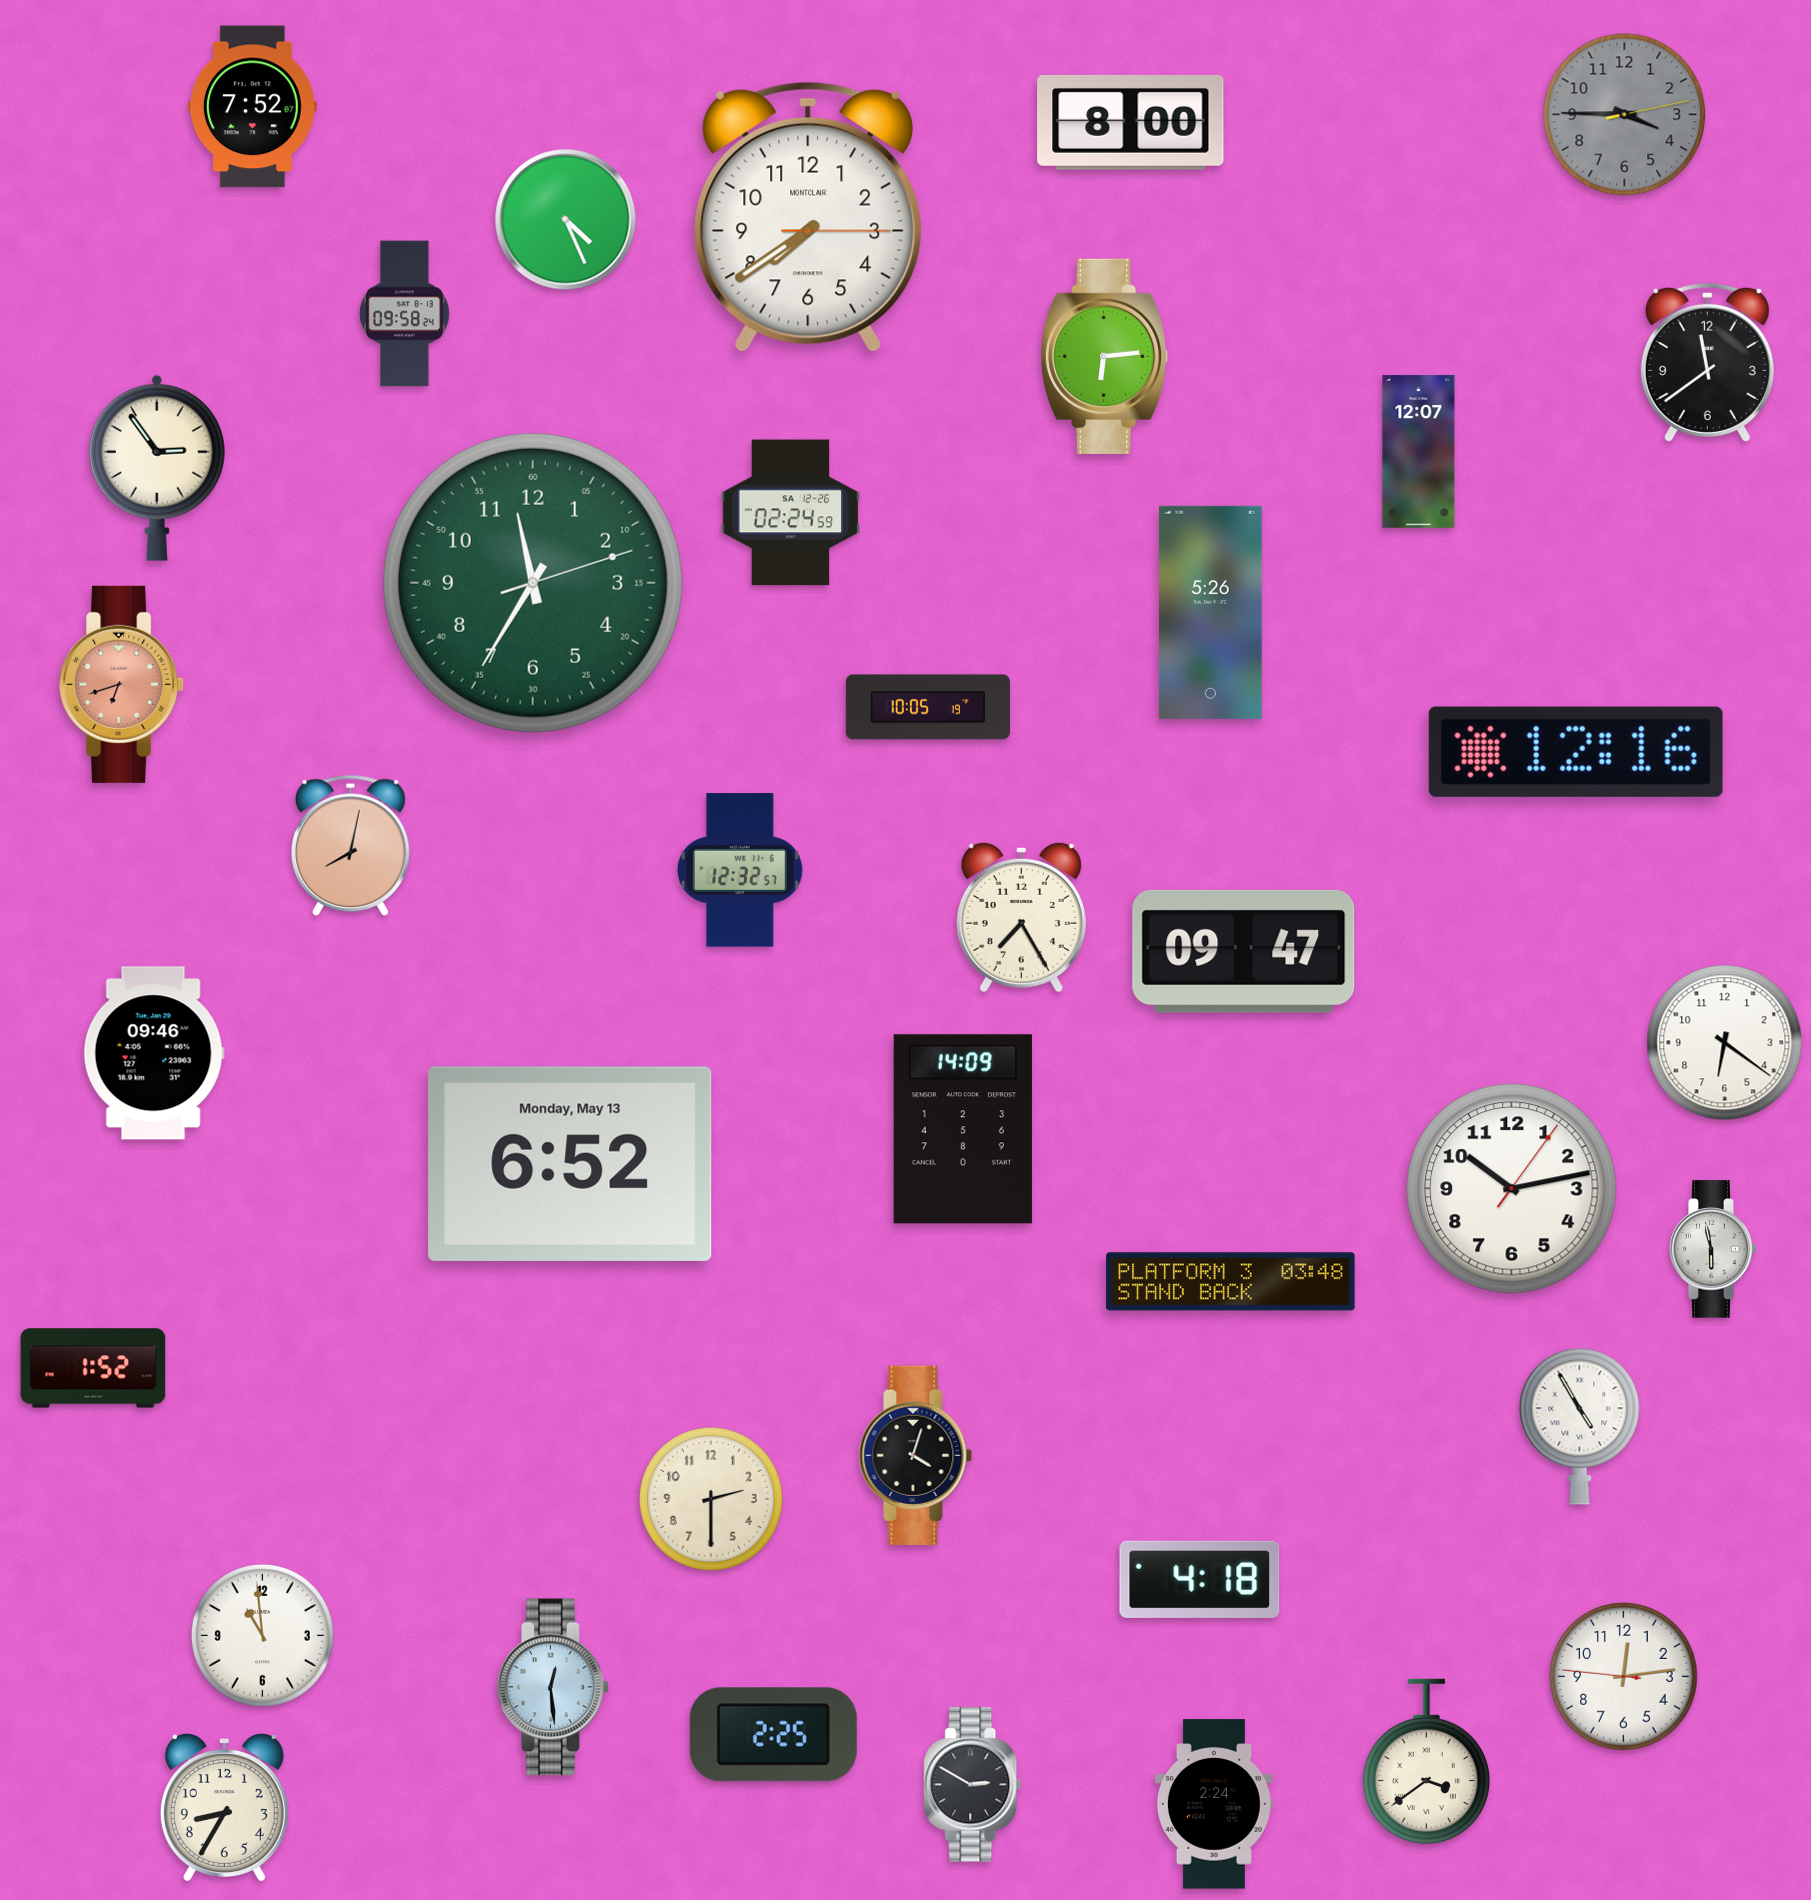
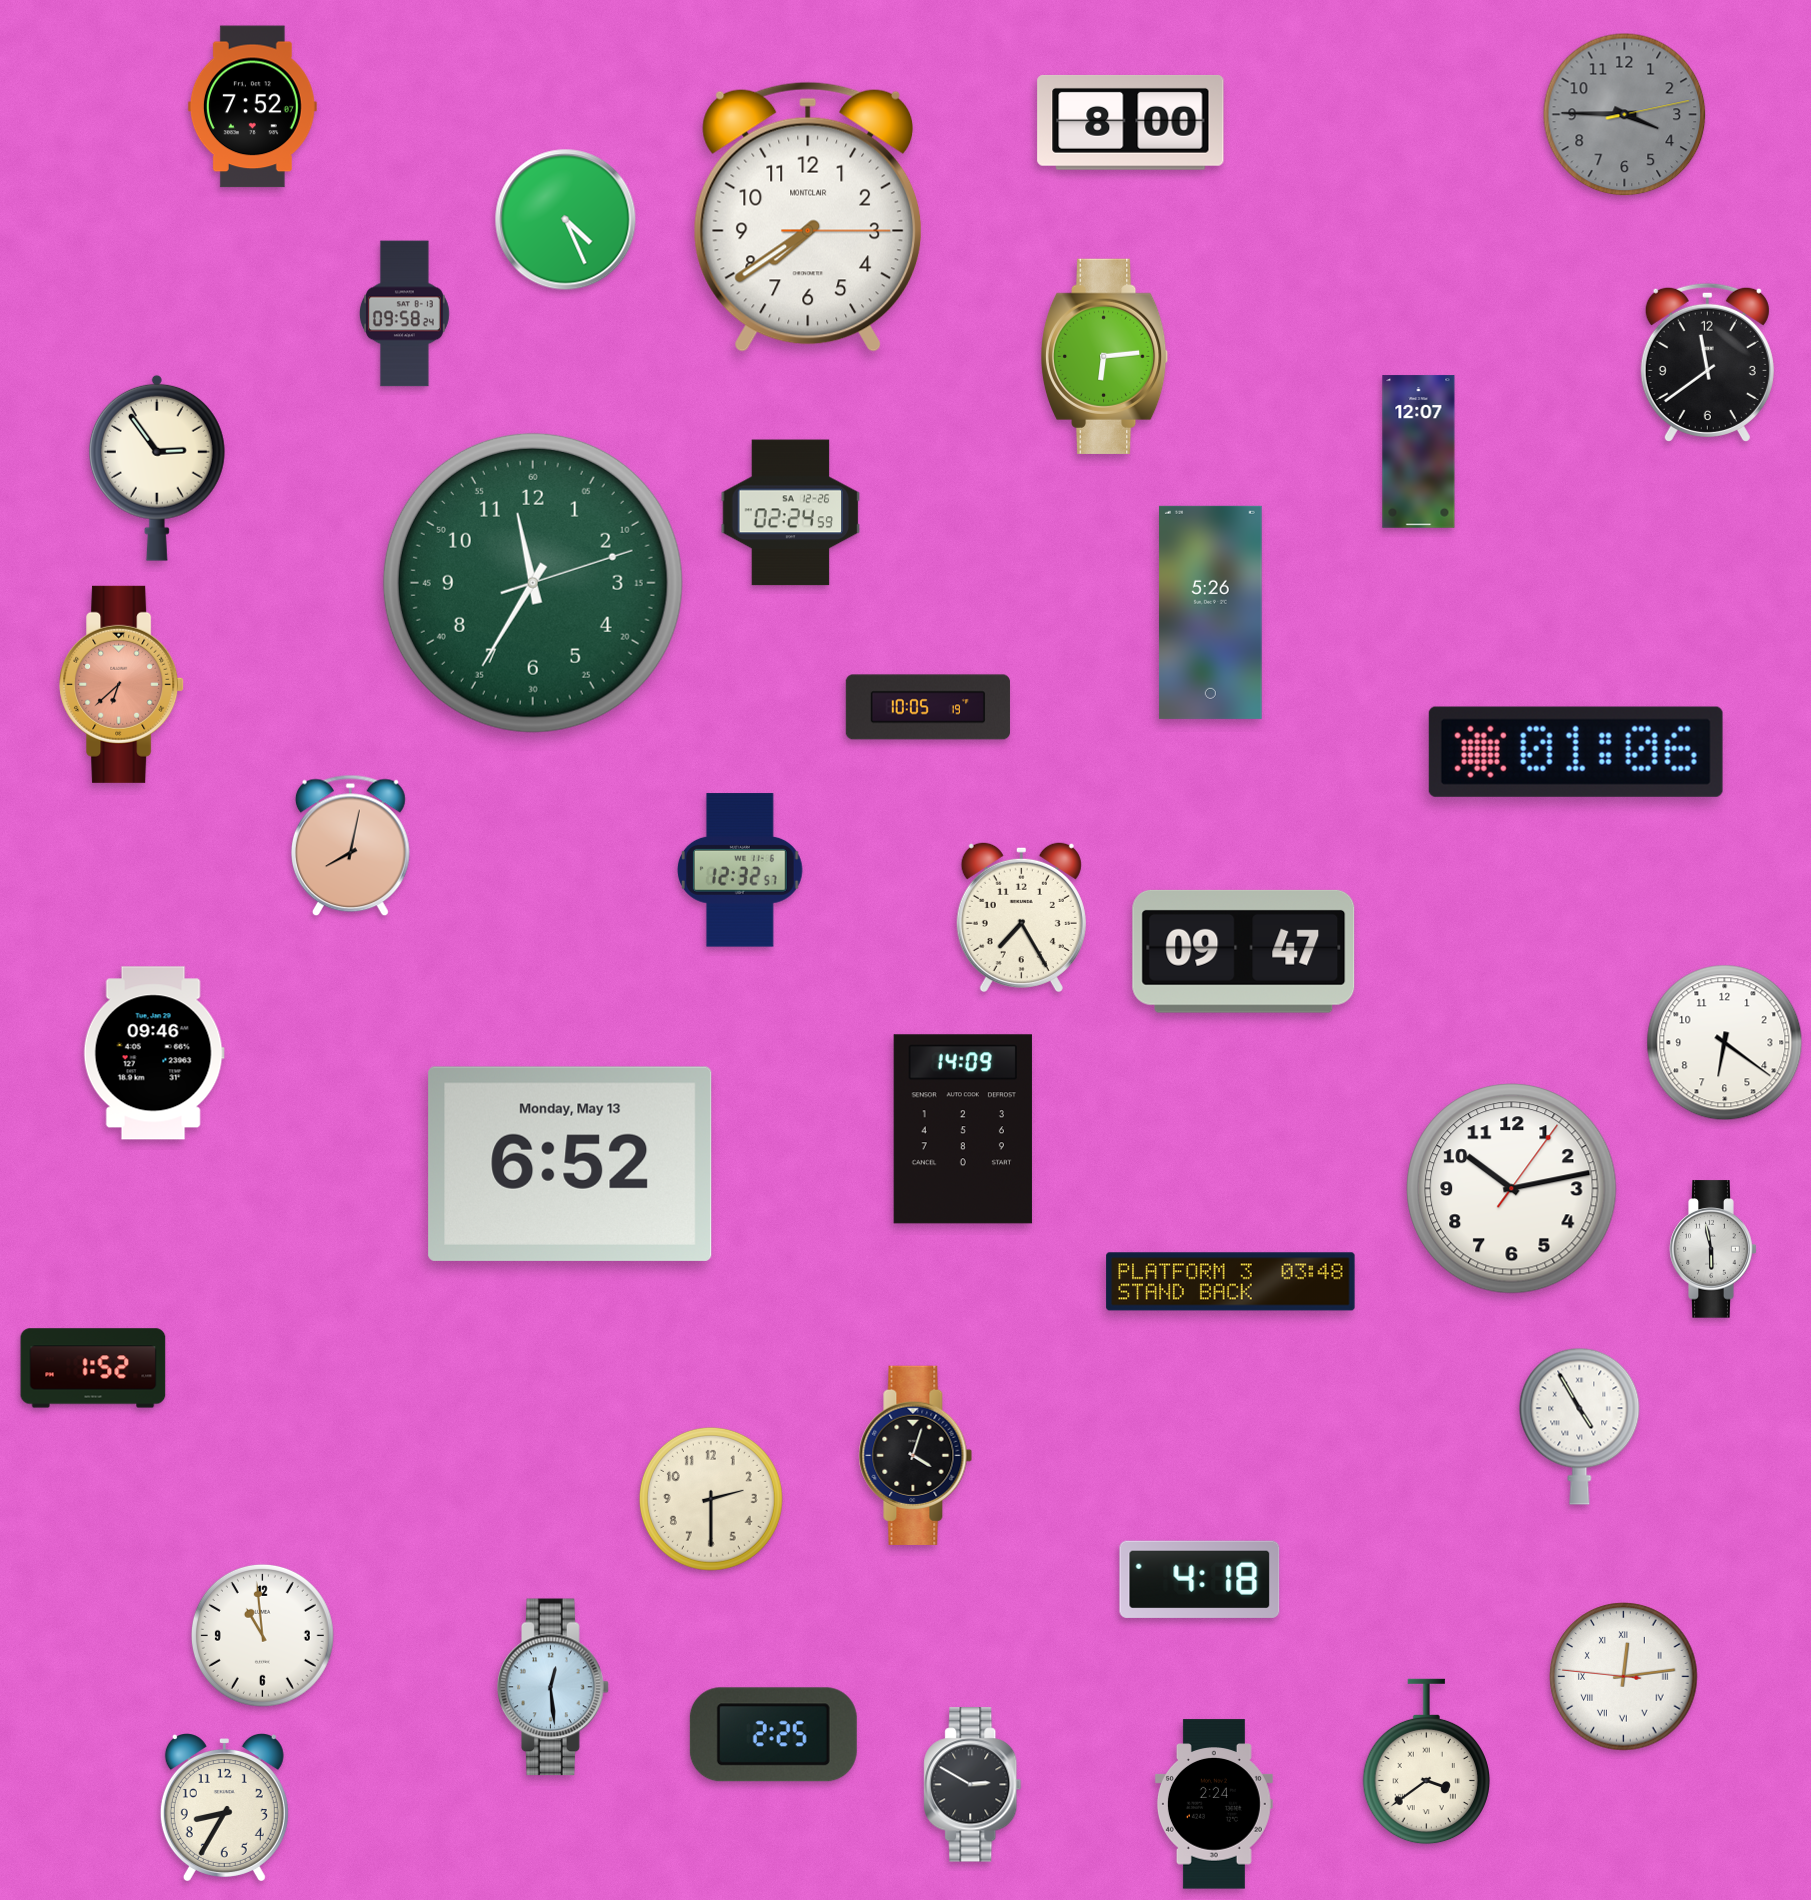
clock at (122, 684): 6:42 -> 6:38
clock at (1576, 752): 12:16 -> 01:06
clock at (1624, 1677) numerals: Arabic -> Roman
